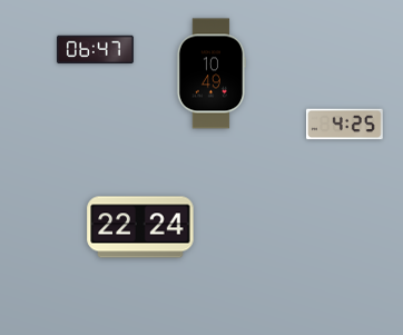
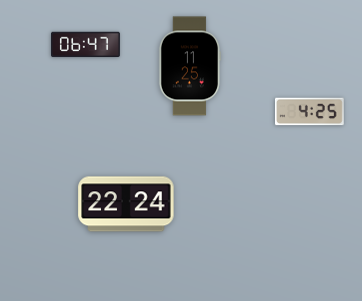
clock at (210, 73): 10:49 -> 11:25
